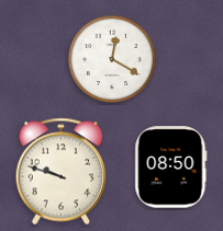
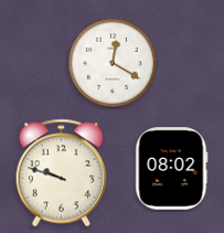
clock at (111, 58) position: (111, 58) -> (111, 62)
clock at (171, 168): 08:50 -> 08:02
